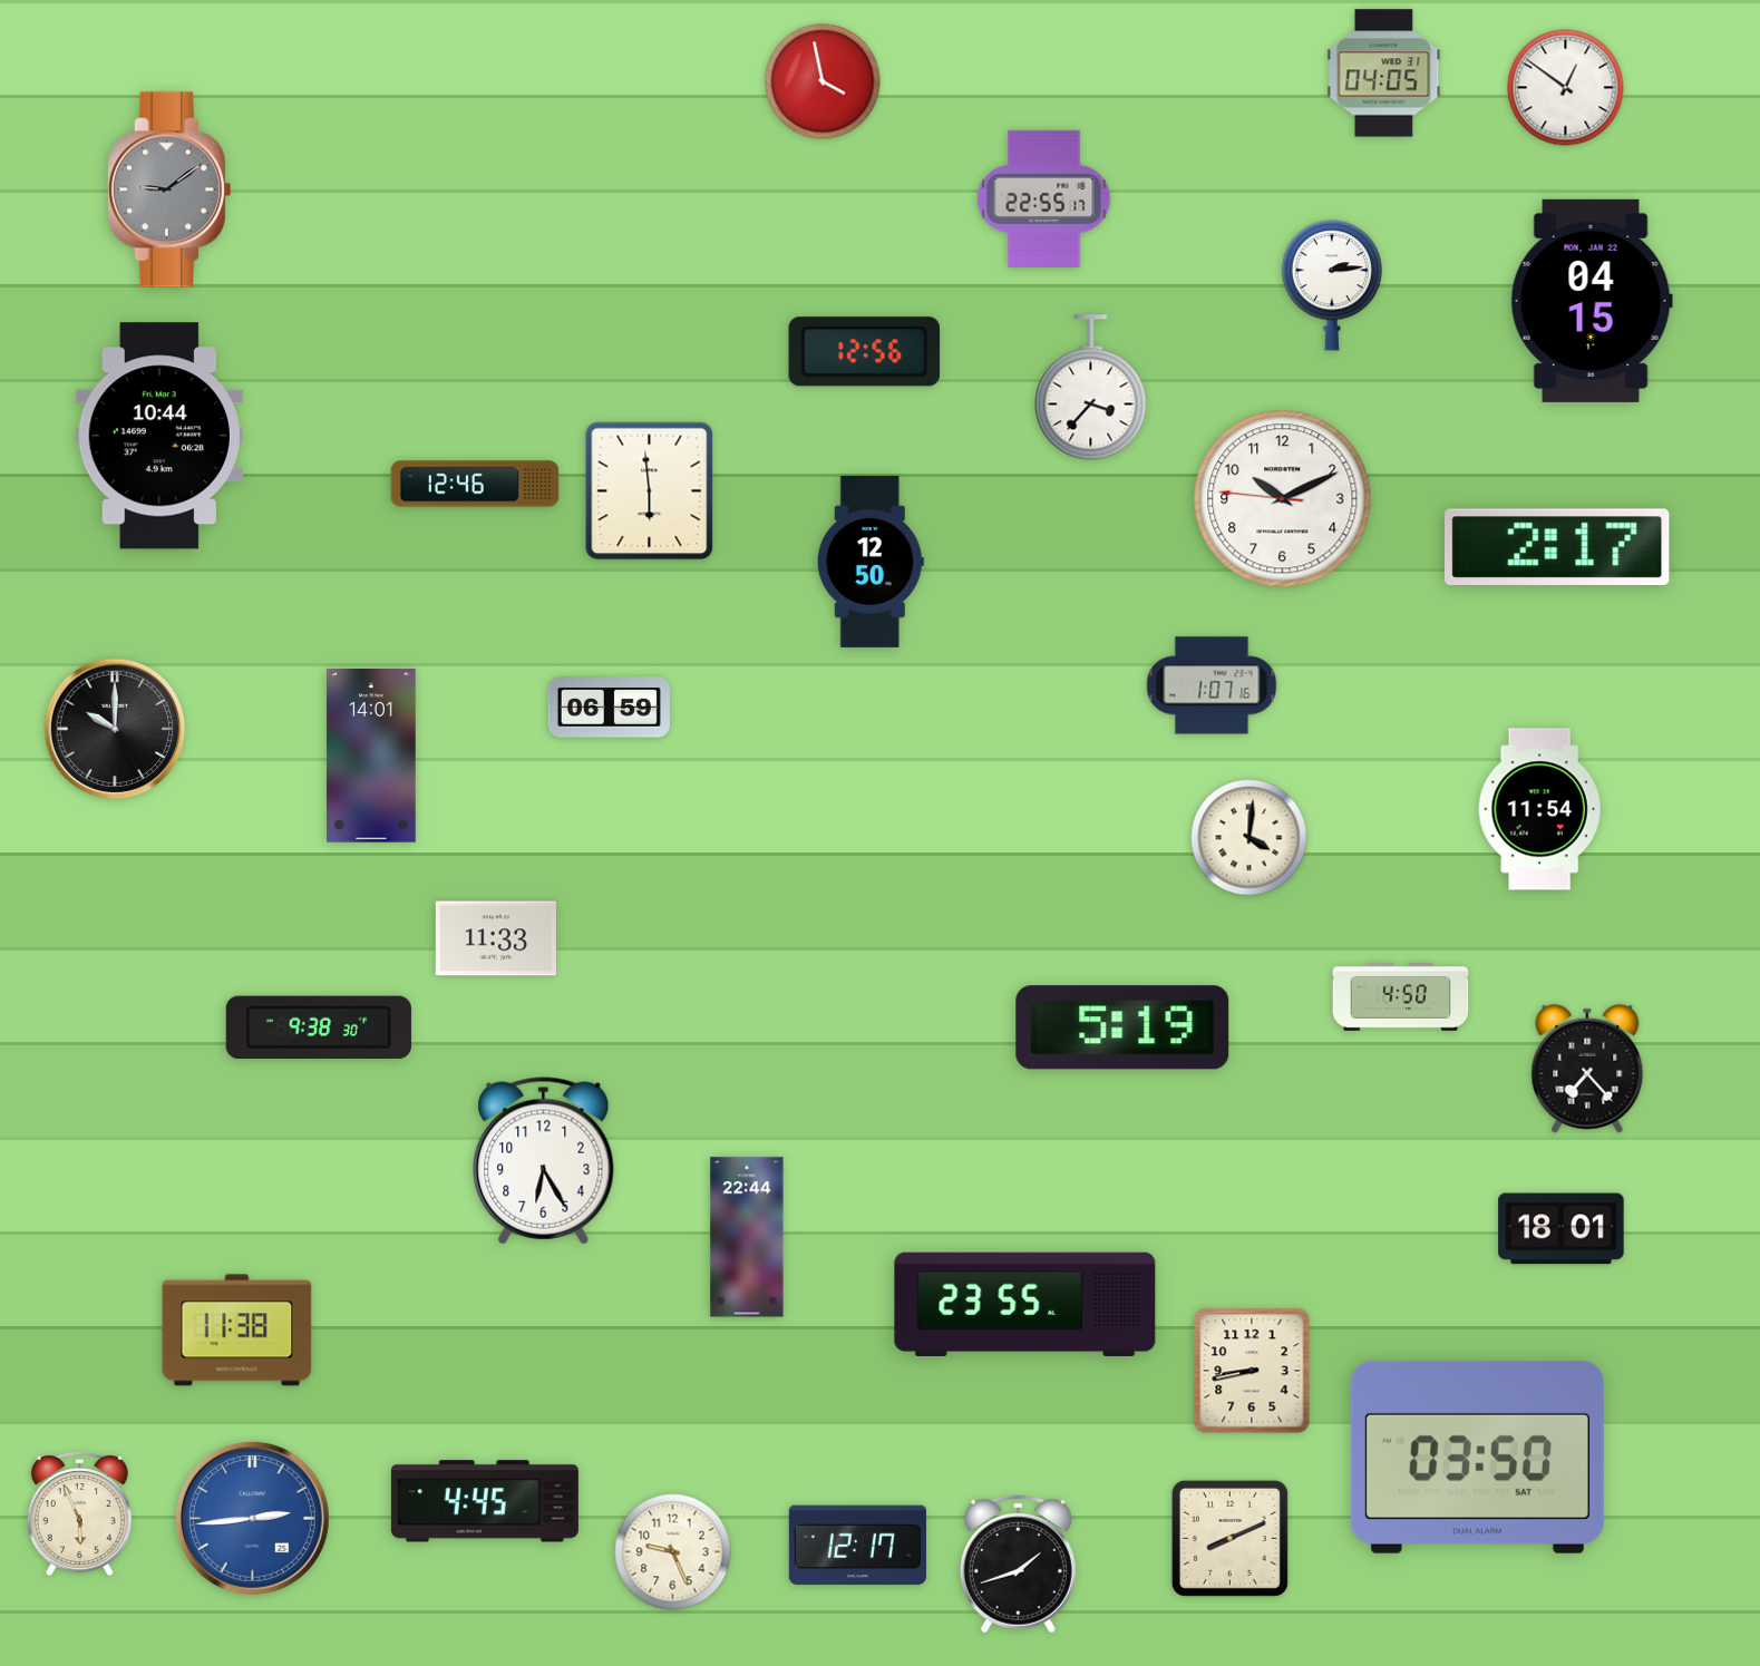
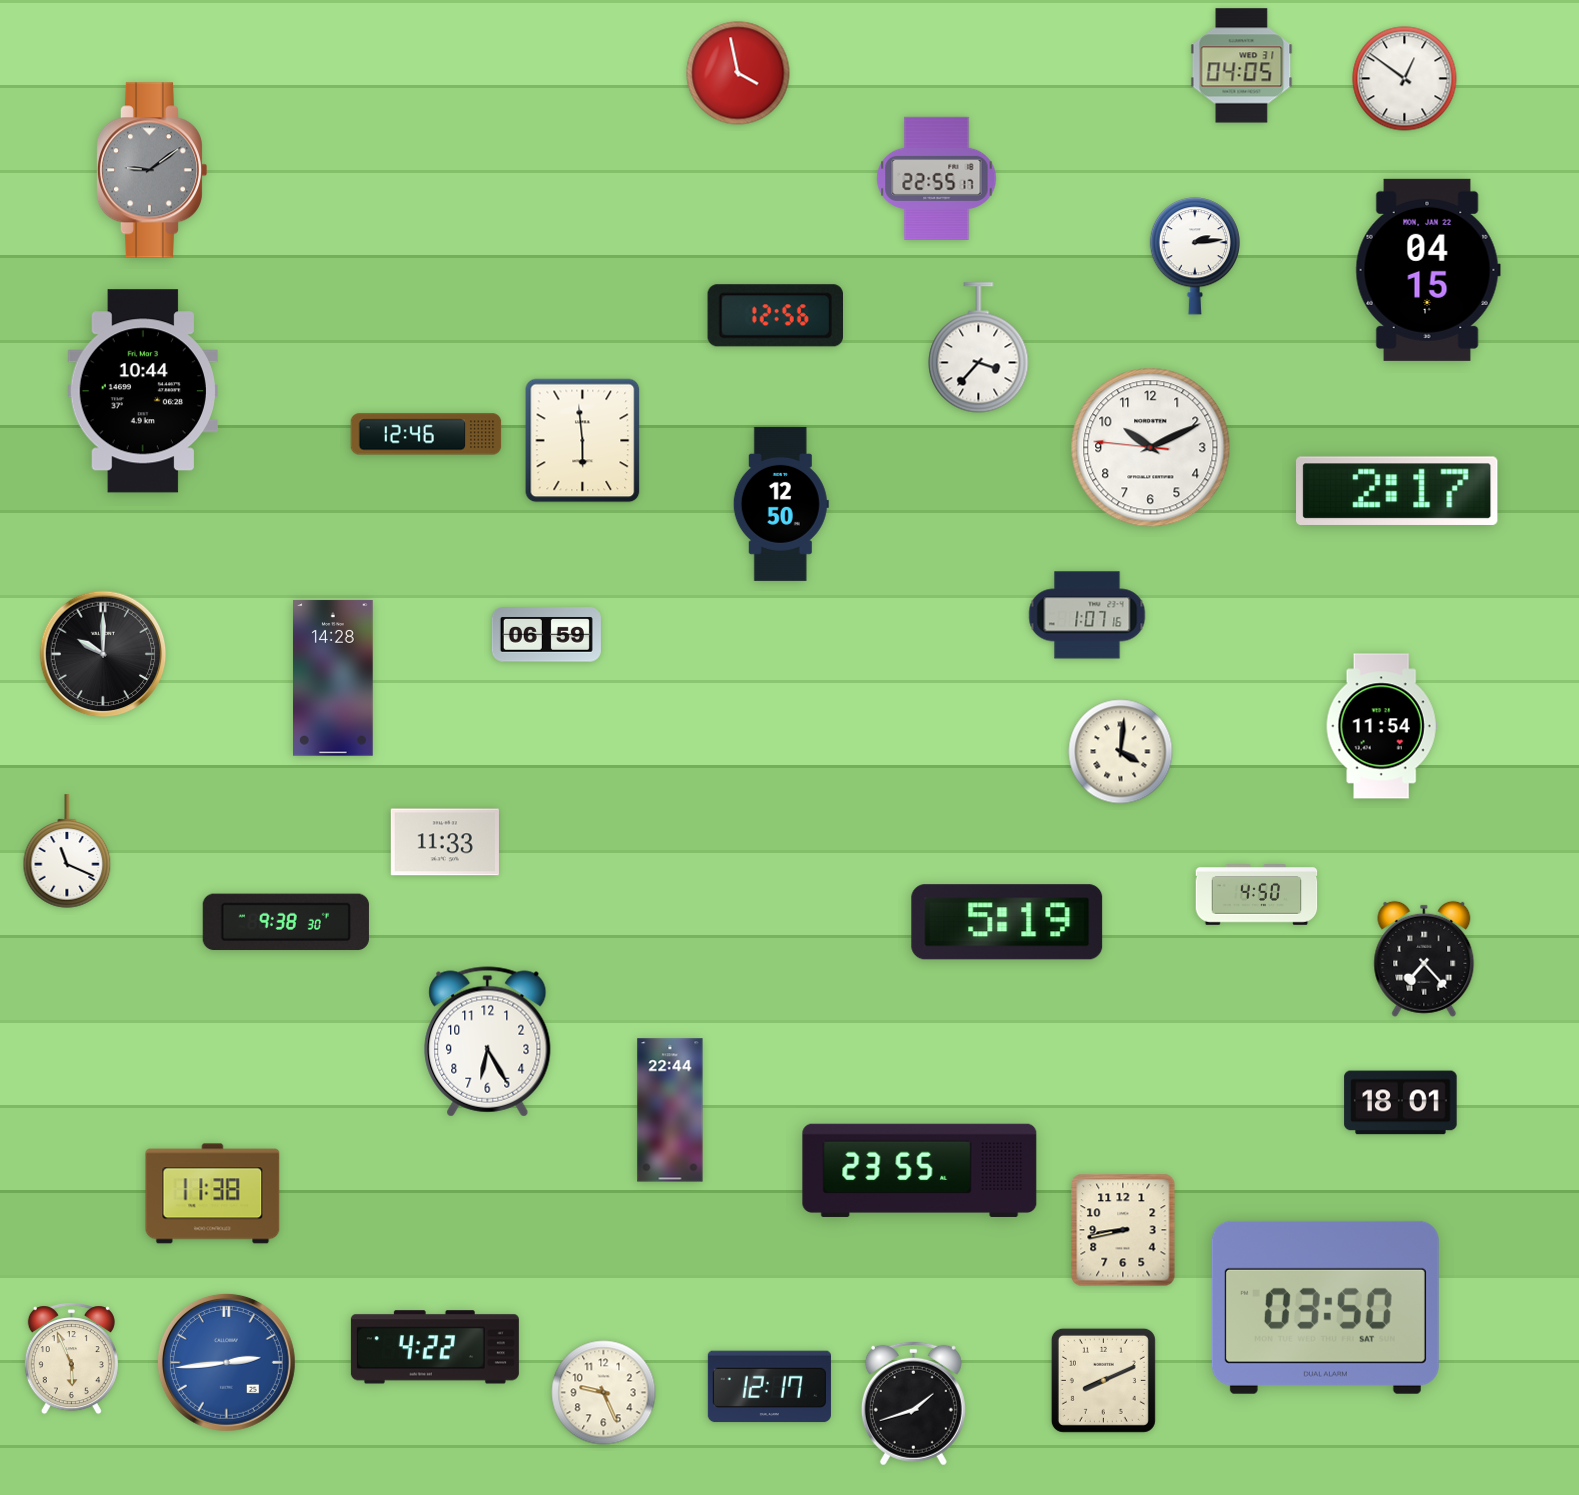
clock at (371, 756): 14:01 -> 14:28
clock at (67, 851): none -> 11:19
clock at (485, 1501): 4:45 -> 4:22
